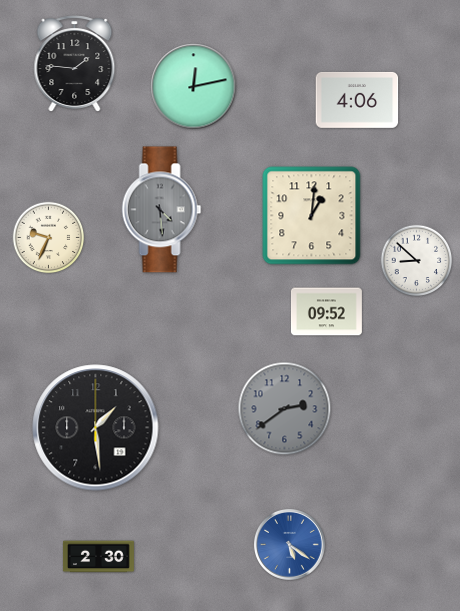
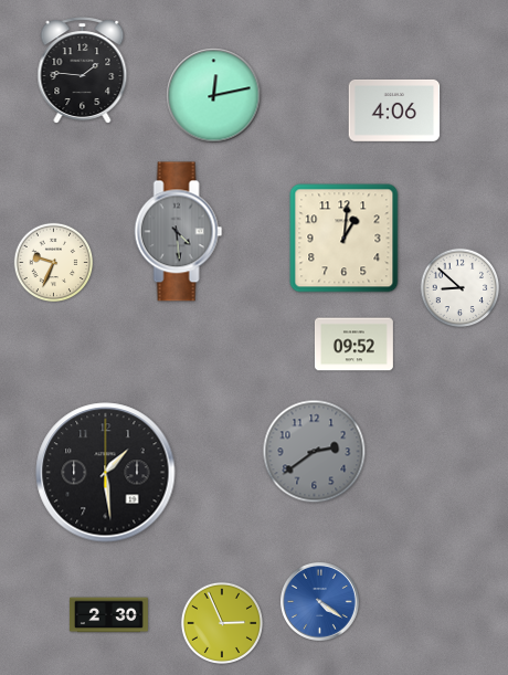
clock at (326, 312) position: (326, 312) -> (353, 345)
clock at (289, 544): 5:21 -> 4:21
clock at (222, 623): none -> 2:56
